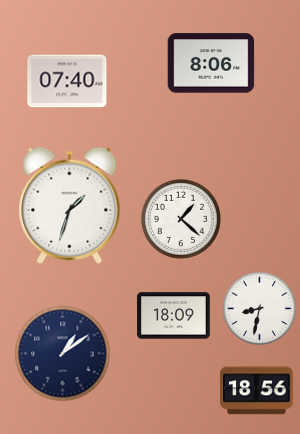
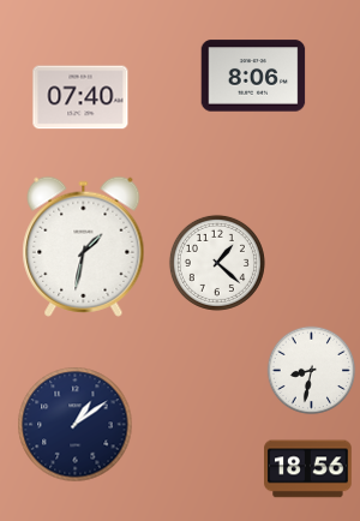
clock at (70, 205): 1:33 -> 1:32
clock at (174, 316): 18:09 -> none
